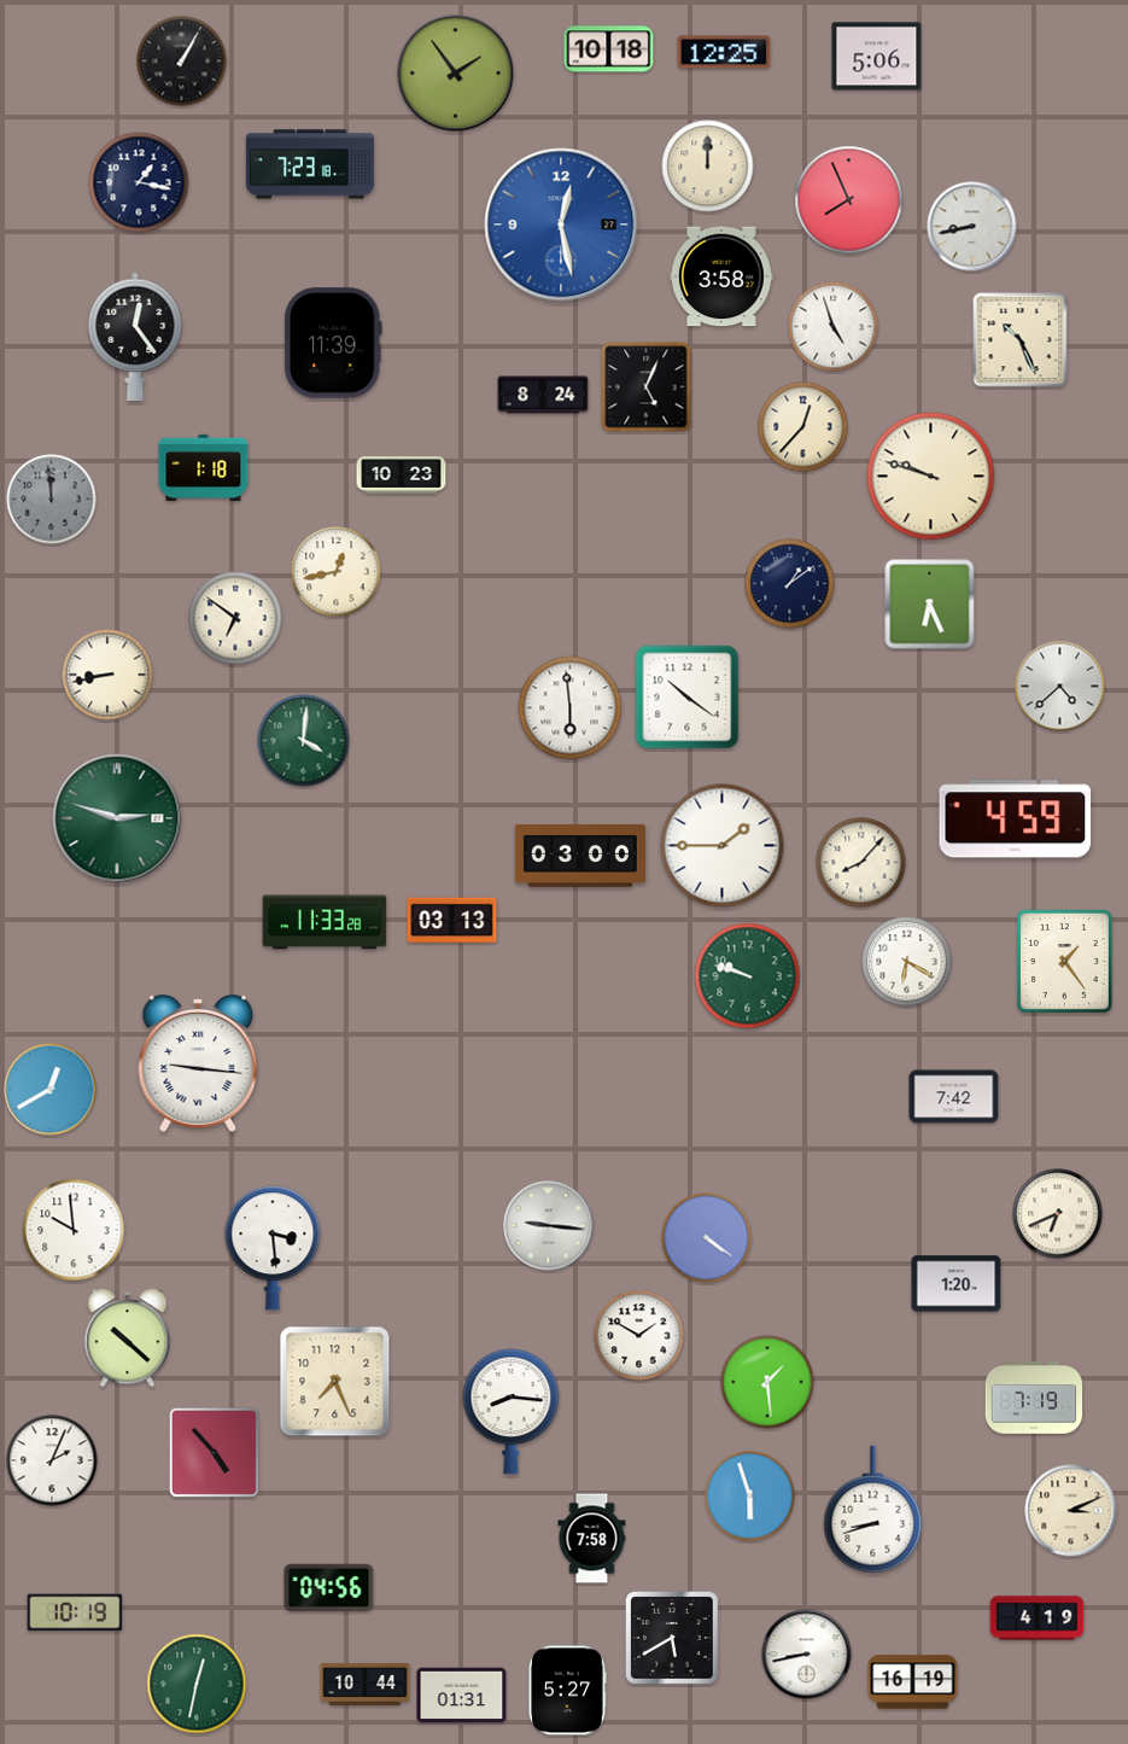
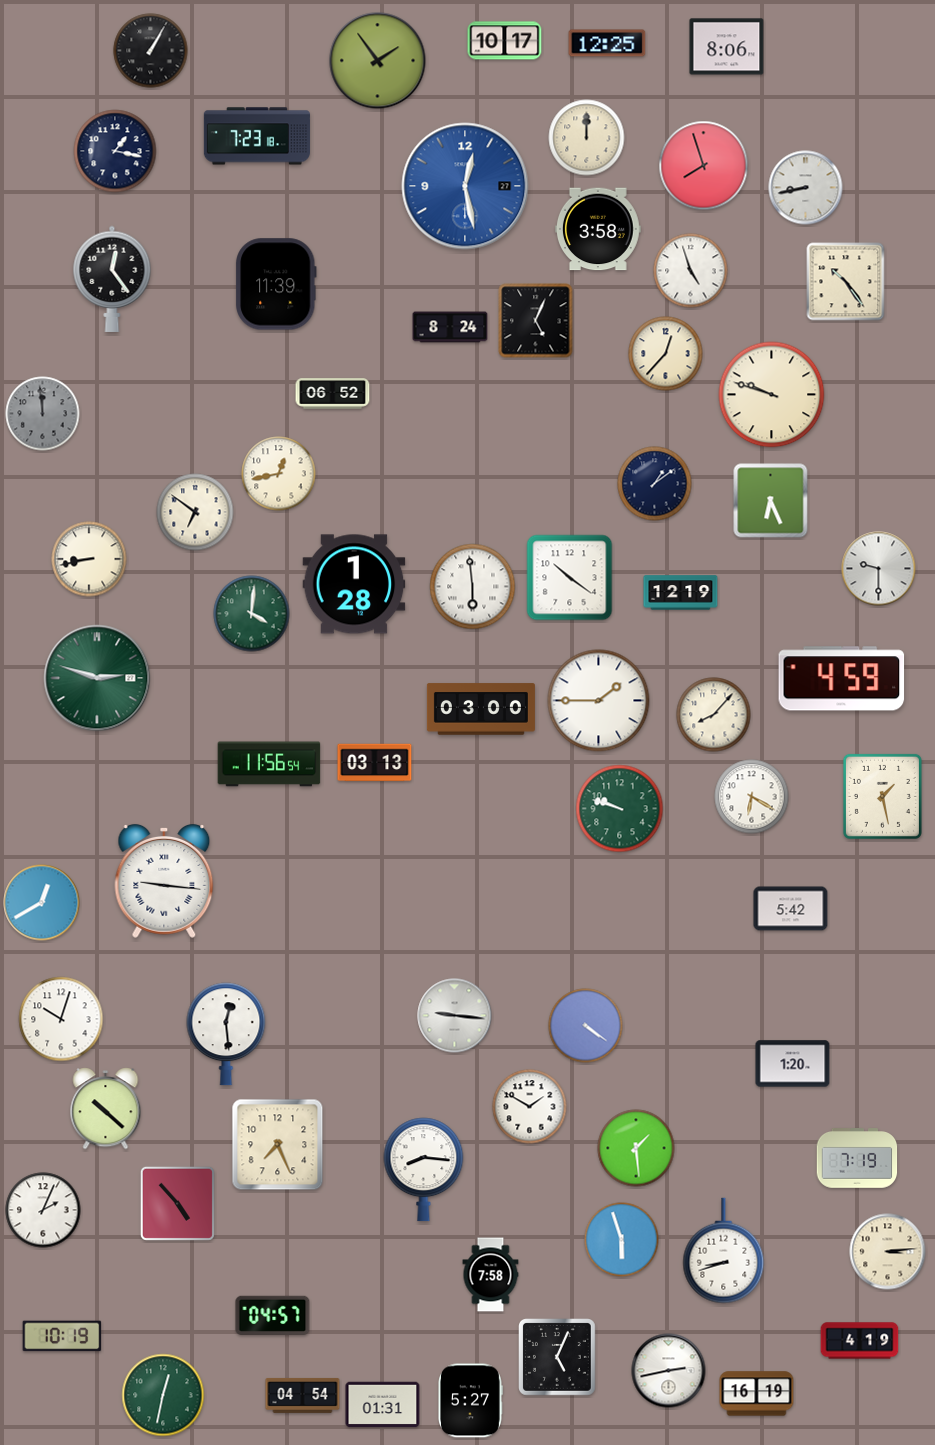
clock at (609, 49): 10:18 -> 10:17
clock at (724, 52) position: (724, 52) -> (607, 43)
clock at (877, 57): 5:06 -> 8:06
clock at (849, 200): 7:56 -> 7:57
clock at (1021, 340): 10:26 -> 10:24
clock at (204, 467): 1:18 -> none
clock at (402, 476): 10:23 -> 06:52
clock at (1060, 687): 4:38 -> 9:30
clock at (354, 584): none -> 1:28
clock at (681, 593): none -> 12:19
clock at (325, 922): 11:33 -> 11:56
clock at (1064, 961): 1:24 -> 1:28
clock at (954, 1097): 7:42 -> 5:42
clock at (1058, 1214): 6:41 -> none
clock at (74, 1230): 9:59 -> 10:03
clock at (273, 1248): 3:29 -> 12:29
clock at (767, 1382) position: (767, 1382) -> (636, 1148)
clock at (1071, 1511): 3:11 -> 3:14
clock at (329, 1587): 04:56 -> 04:57
clock at (673, 1639): 5:40 -> 5:04
clock at (807, 1655): 8:43 -> 2:43
clock at (366, 1684): 10:44 -> 04:54
